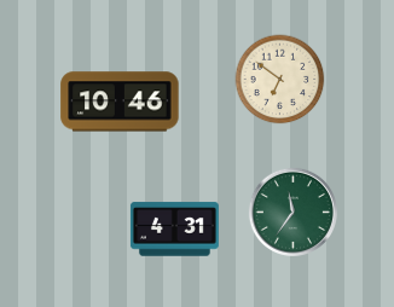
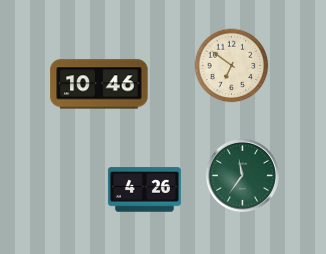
clock at (174, 230): 4:31 -> 4:26
